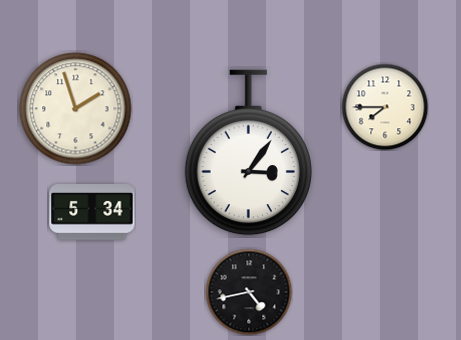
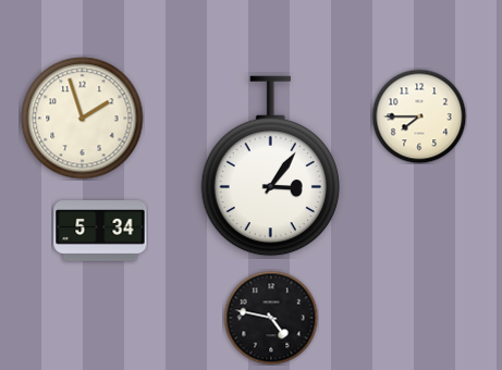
clock at (249, 292): 4:43 -> 4:47
